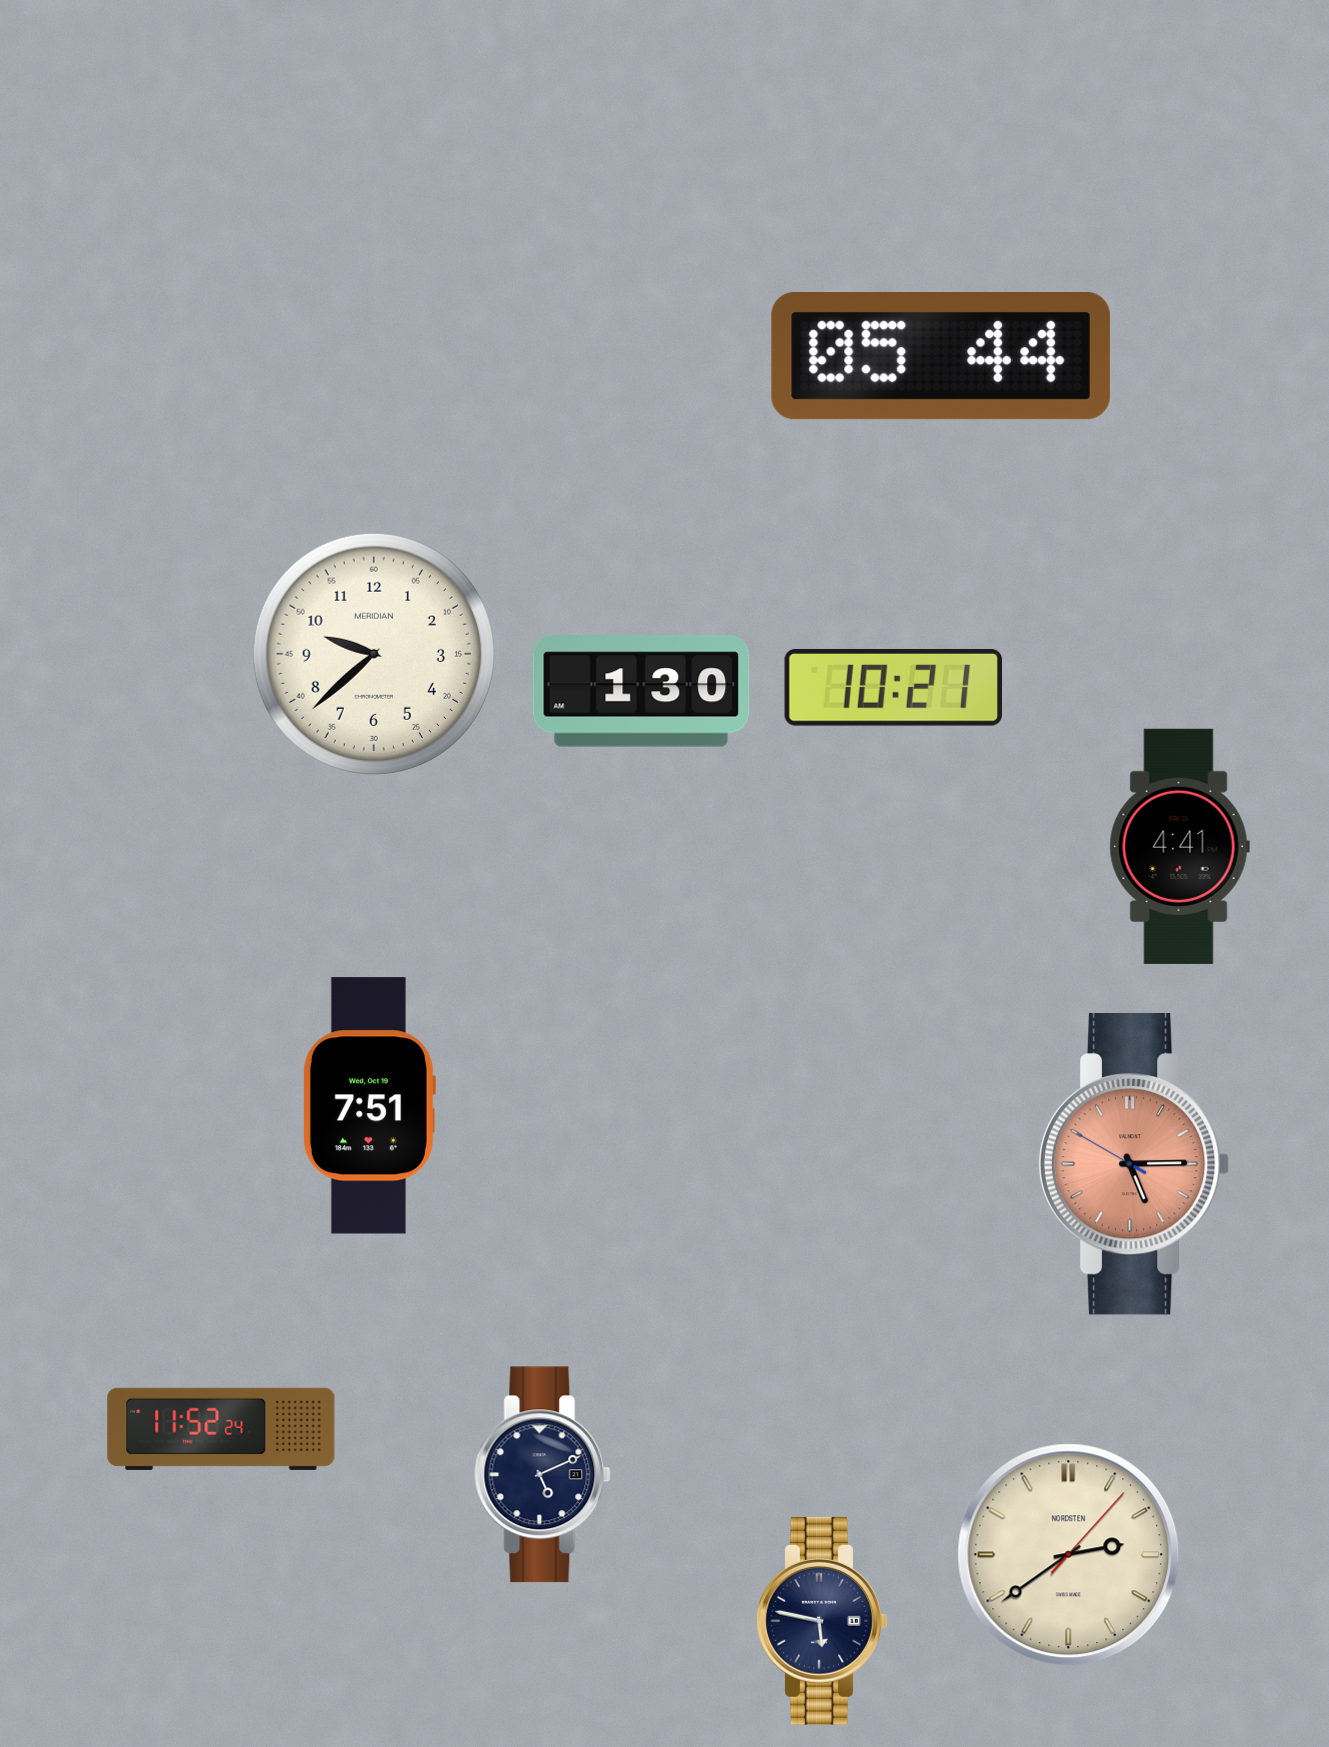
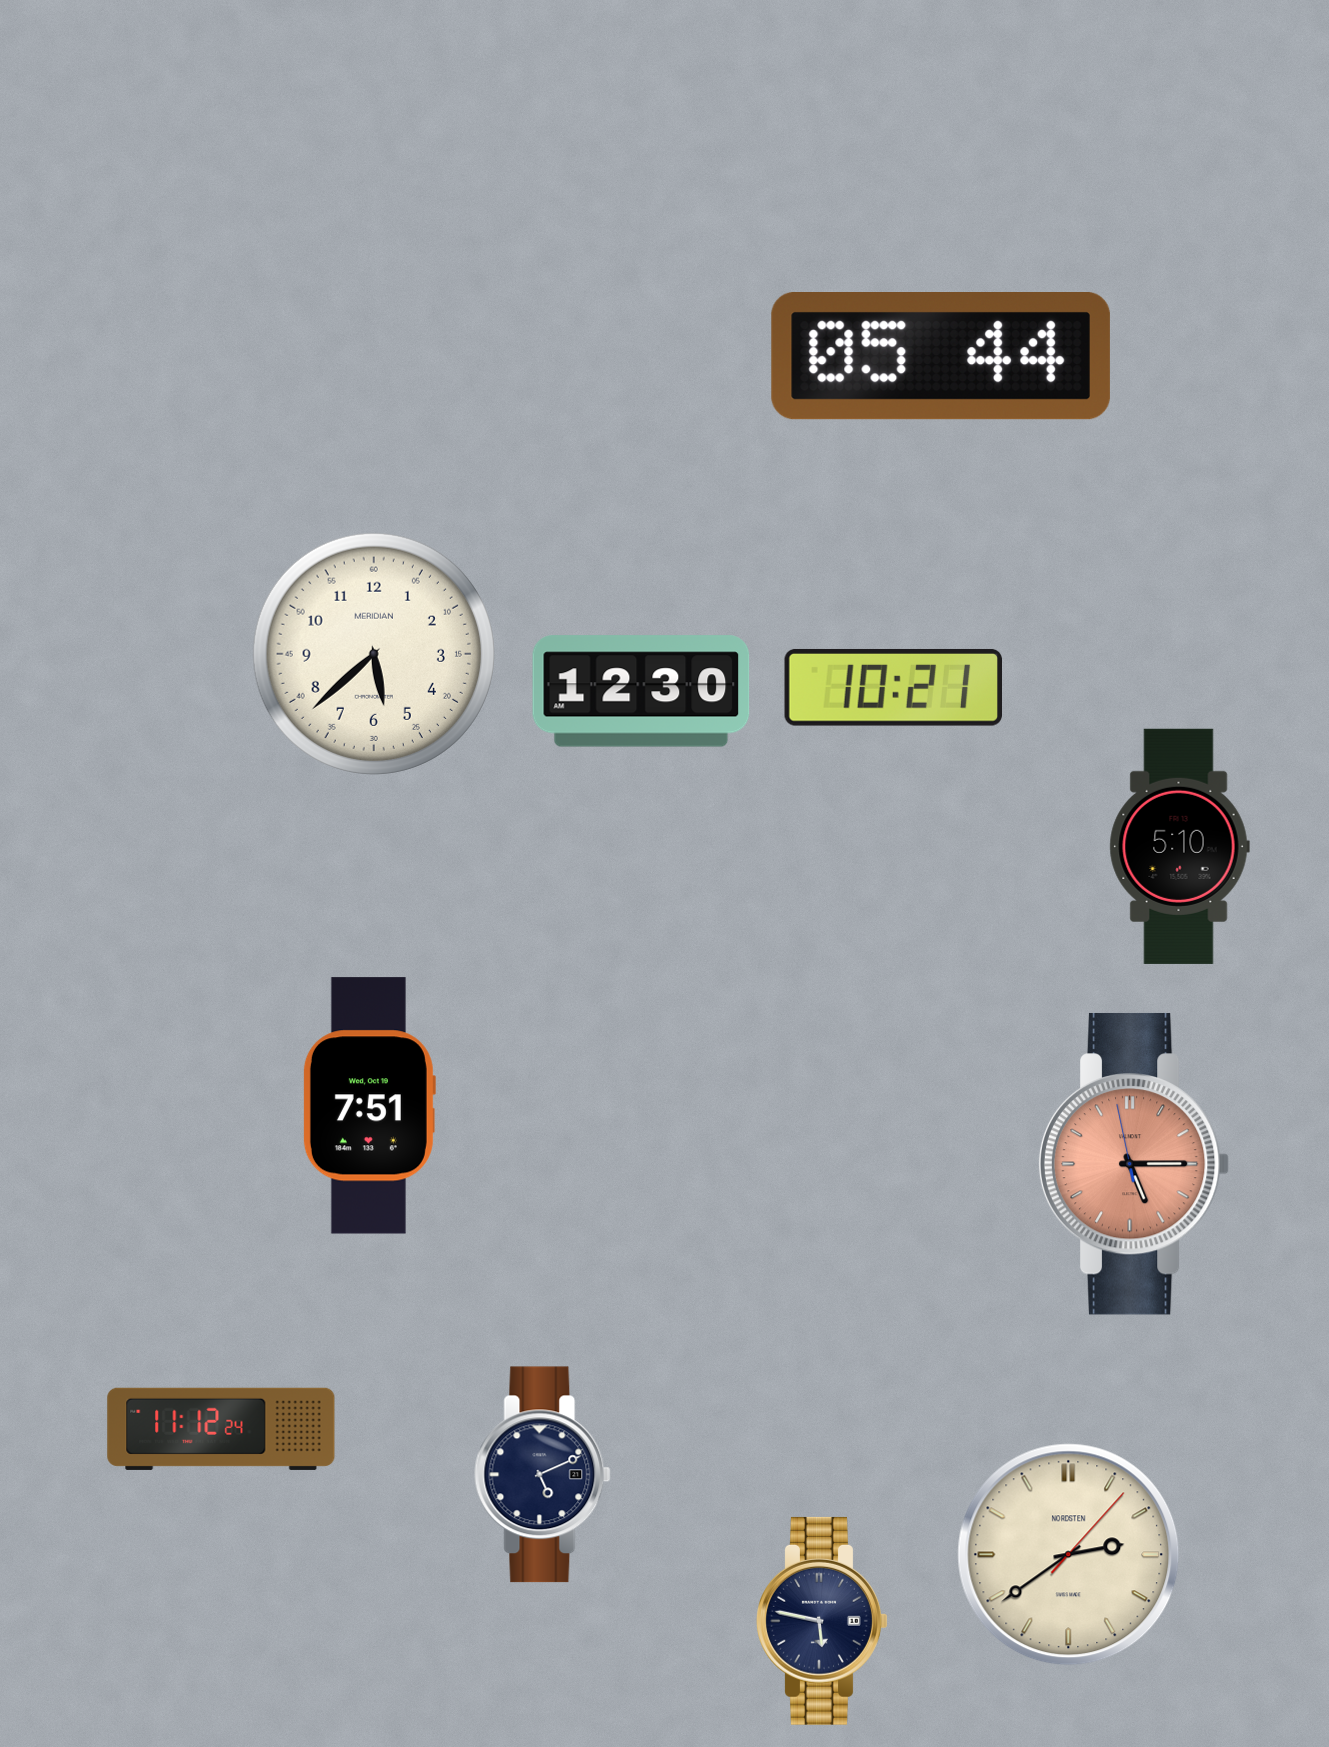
clock at (374, 654): 9:38 -> 5:38
clock at (641, 691): 1:30 -> 12:30
clock at (1179, 846): 4:41 -> 5:10
clock at (1134, 1164): 5:14:50 -> 5:14:58
clock at (221, 1429): 11:52 -> 11:12
